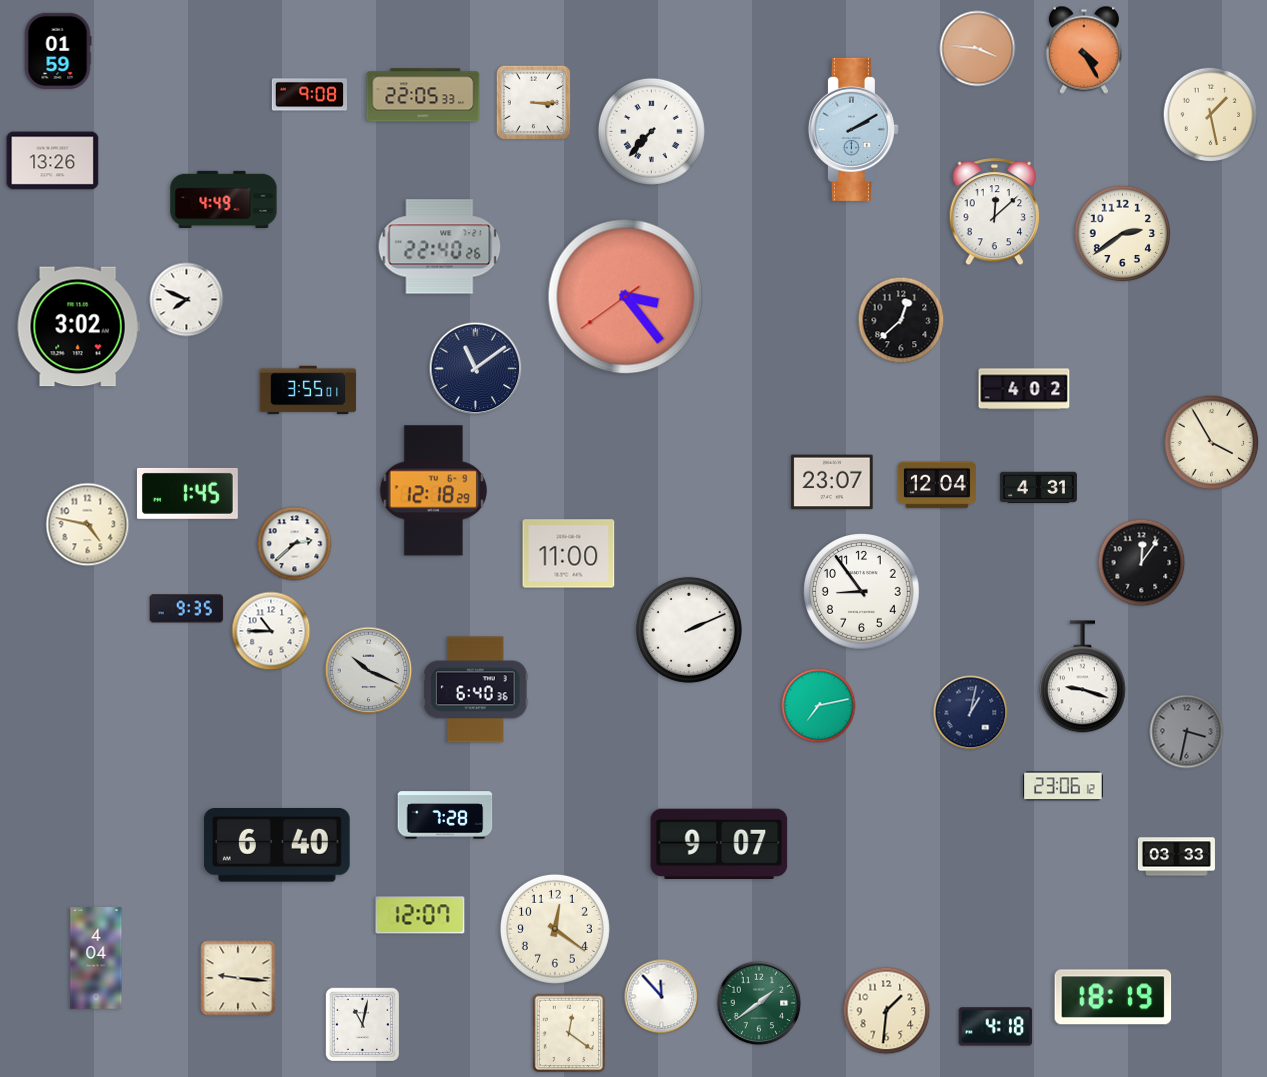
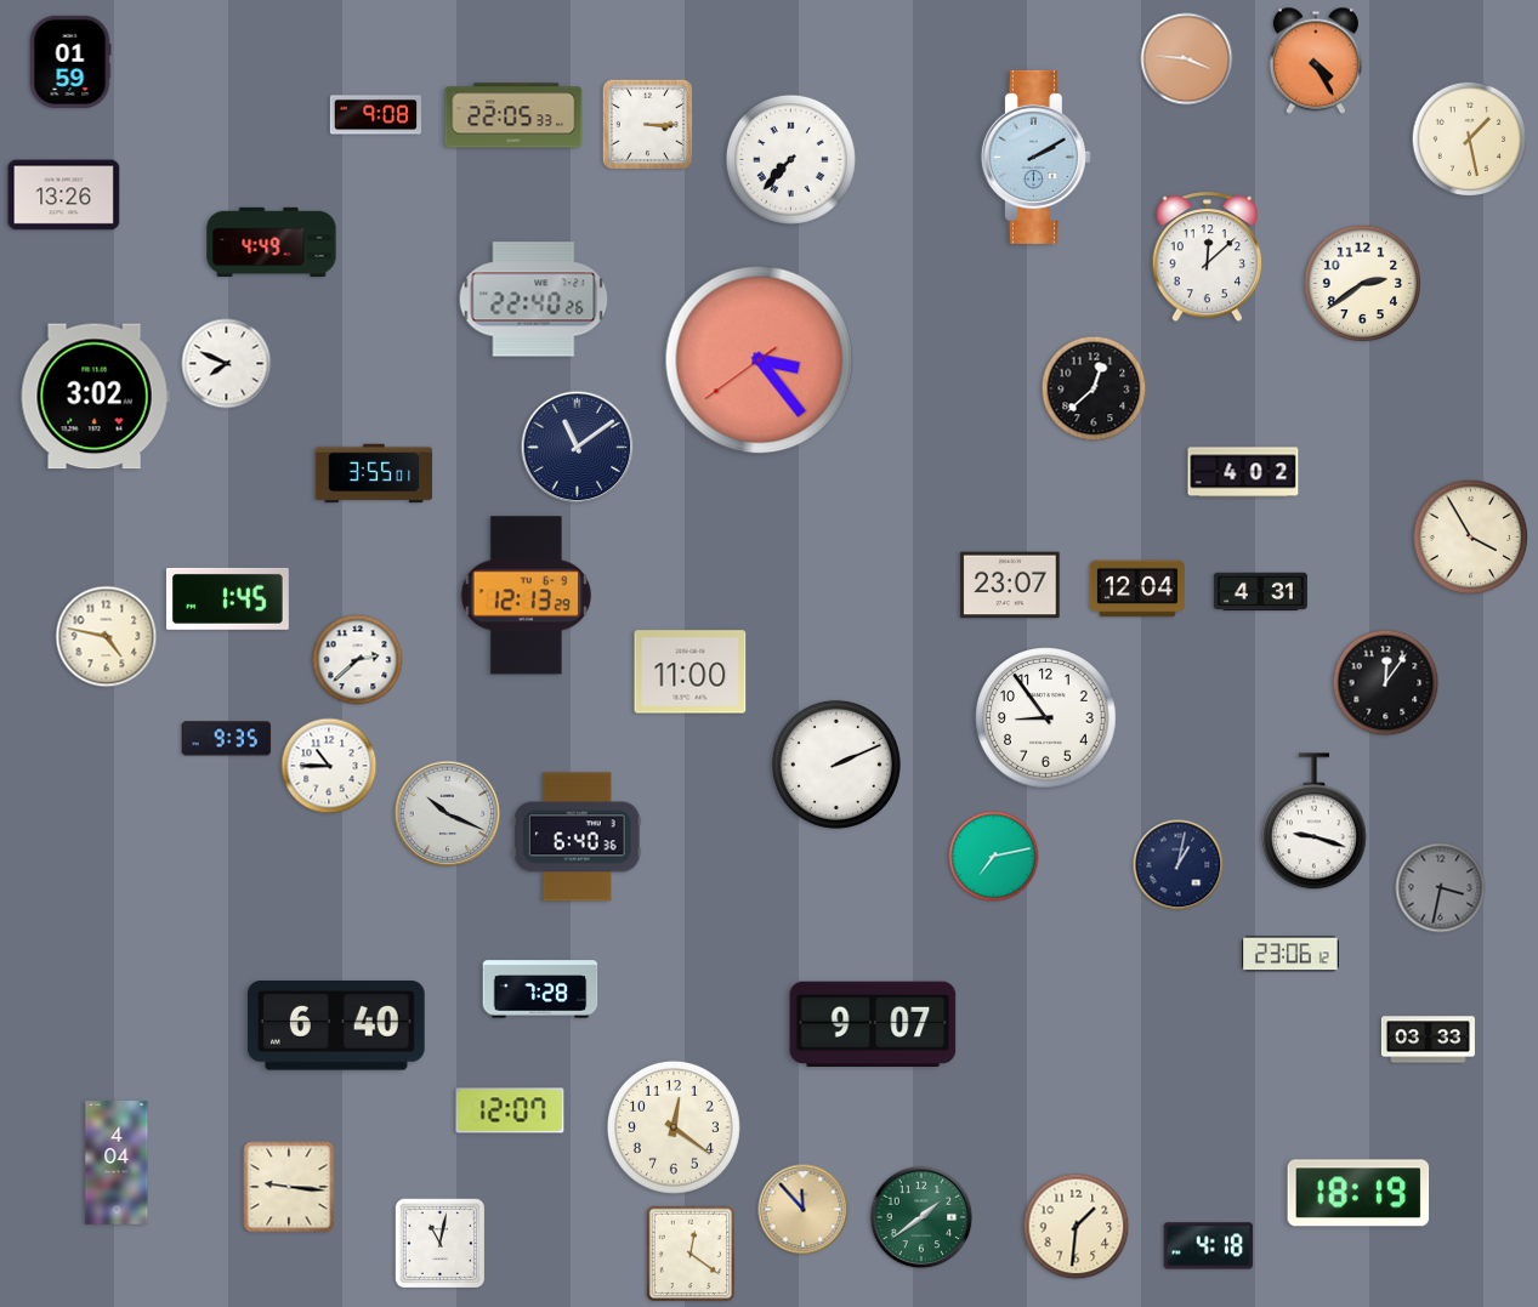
clock at (433, 491): 12:18 -> 12:13
clock at (662, 997) dial: white -> champagne
clock at (1113, 997) position: (1113, 997) -> (1358, 1193)
